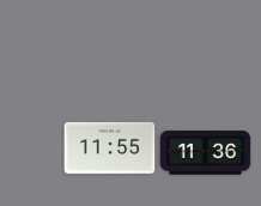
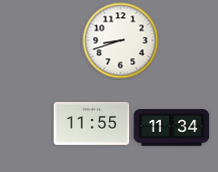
clock at (121, 41): none -> 8:42
clock at (206, 153): 11:36 -> 11:34
